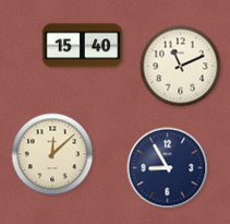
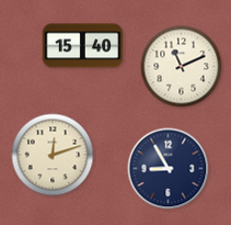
clock at (52, 154): 12:08 -> 12:12
